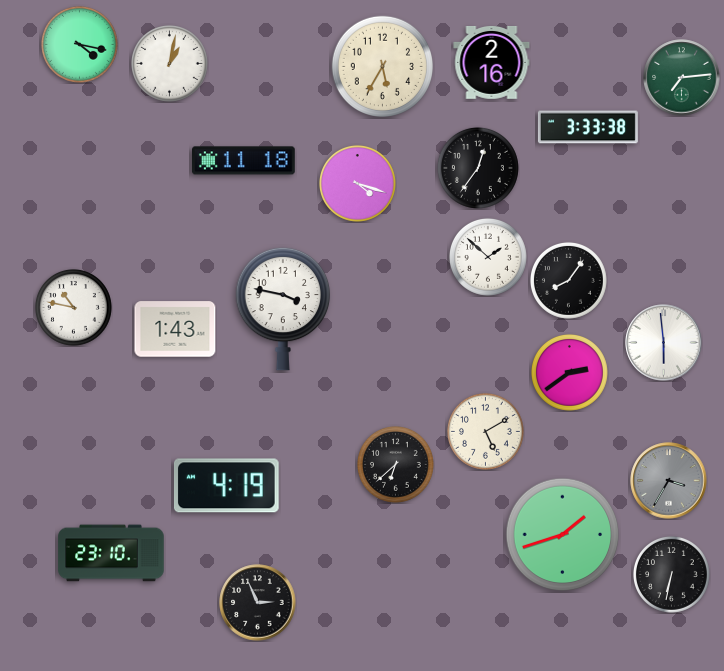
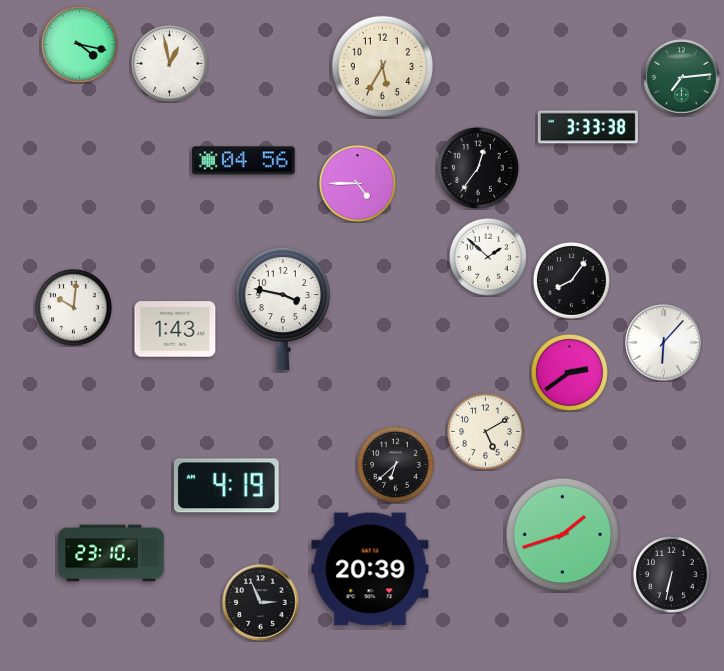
clock at (492, 62): 2:16 -> none
clock at (169, 63): 1:02 -> 12:58
clock at (244, 161): 11:18 -> 04:56
clock at (357, 183): 4:18 -> 4:45
clock at (568, 280) position: (568, 280) -> (571, 280)
clock at (73, 307): 10:47 -> 10:01
clock at (664, 343): 5:59 -> 6:07
clock at (669, 481): 3:35 -> none
clock at (370, 569): none -> 20:39
clock at (258, 603) position: (258, 603) -> (261, 603)
